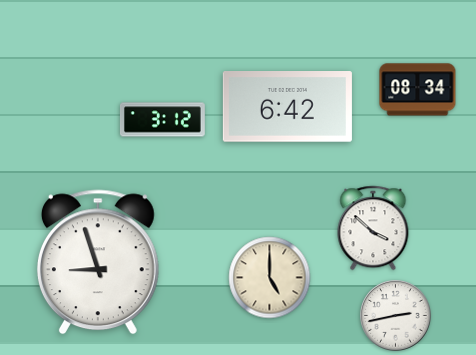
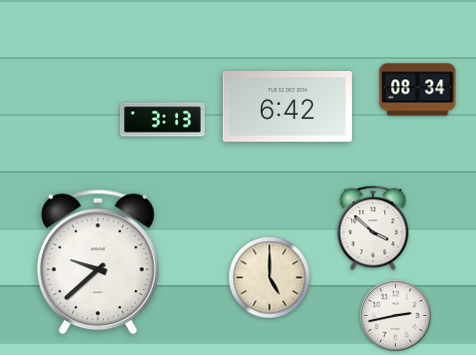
clock at (162, 120): 3:12 -> 3:13
clock at (98, 262): 8:57 -> 9:38
